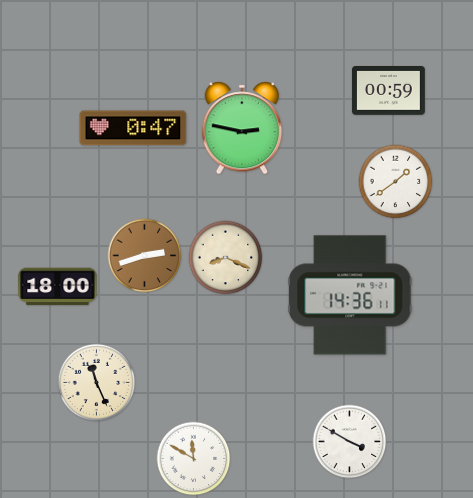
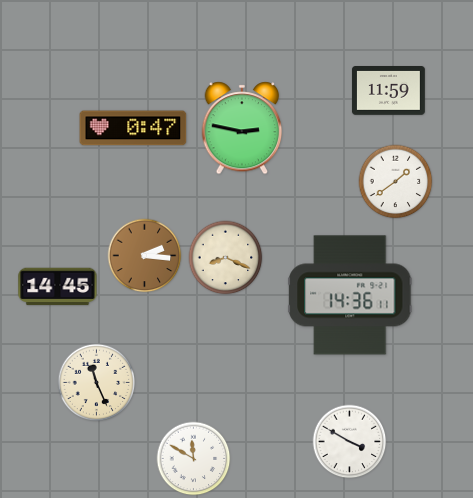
clock at (388, 91): 00:59 -> 11:59
clock at (145, 256): 2:42 -> 2:16
clock at (58, 287): 18:00 -> 14:45
